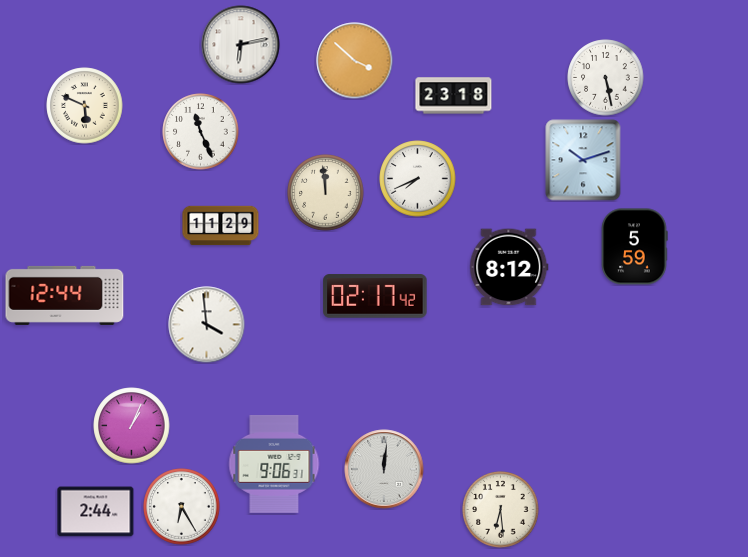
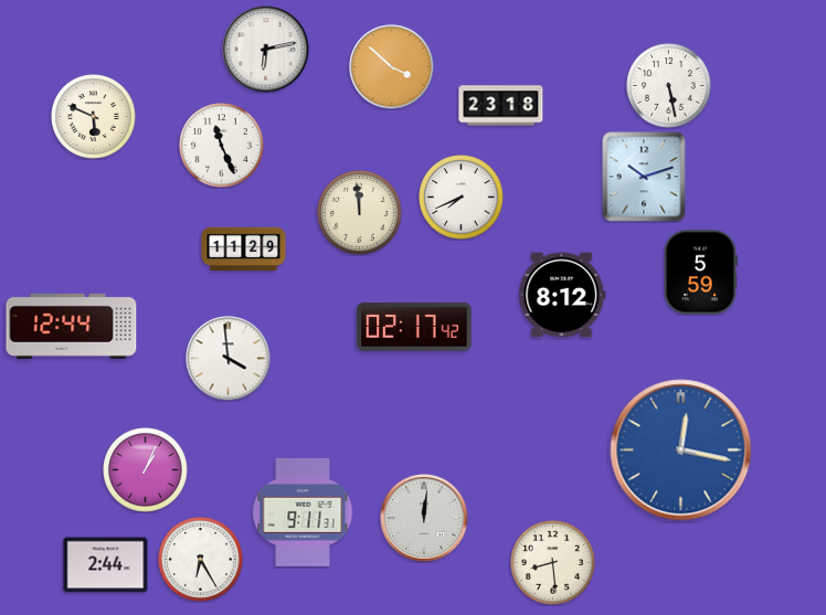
clock at (681, 450): none -> 12:17
clock at (274, 464): 9:06 -> 9:11
clock at (501, 510): 6:29 -> 8:29
